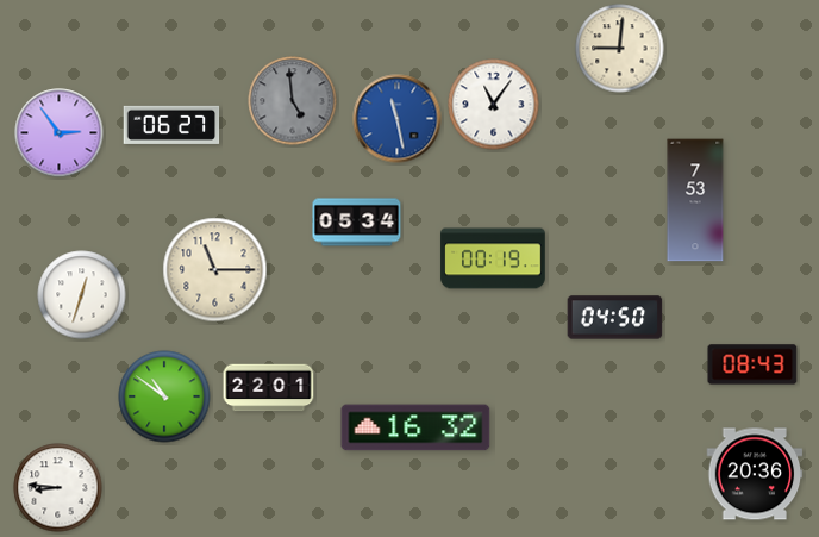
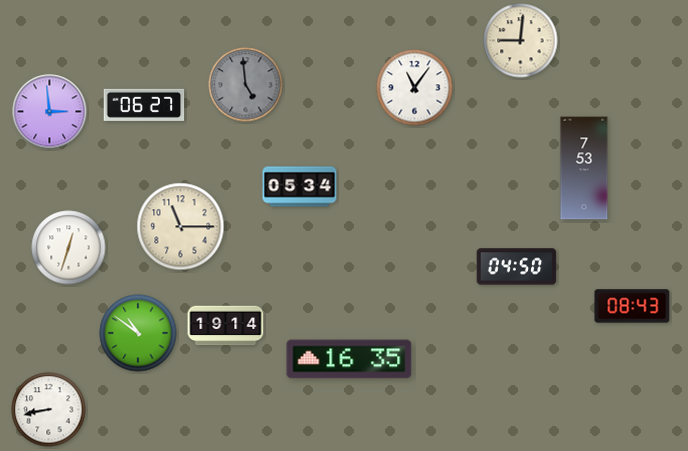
clock at (398, 119): 11:28 -> none
clock at (60, 133): 2:54 -> 2:59
clock at (493, 258): 00:19 -> none
clock at (269, 388): 22:01 -> 19:14
clock at (415, 427): 16:32 -> 16:35
clock at (755, 474): 20:36 -> none
clock at (58, 488): 8:46 -> 8:43
